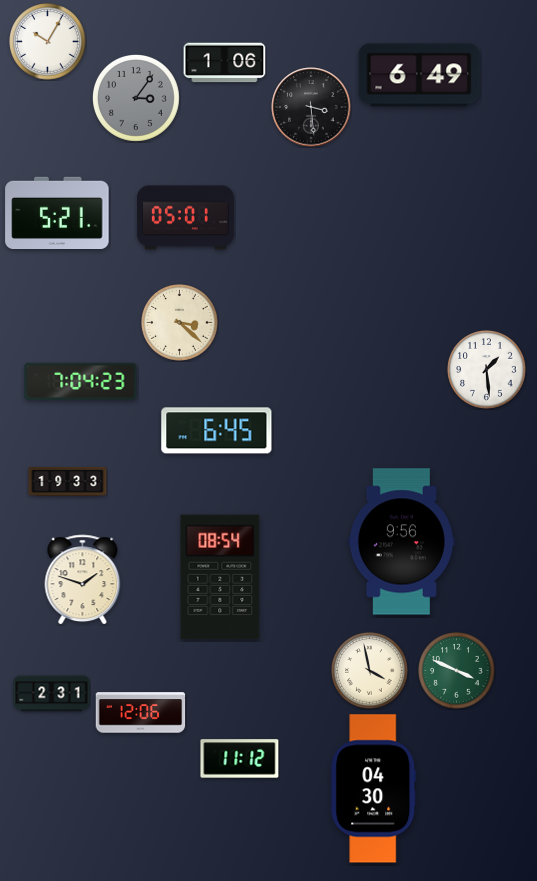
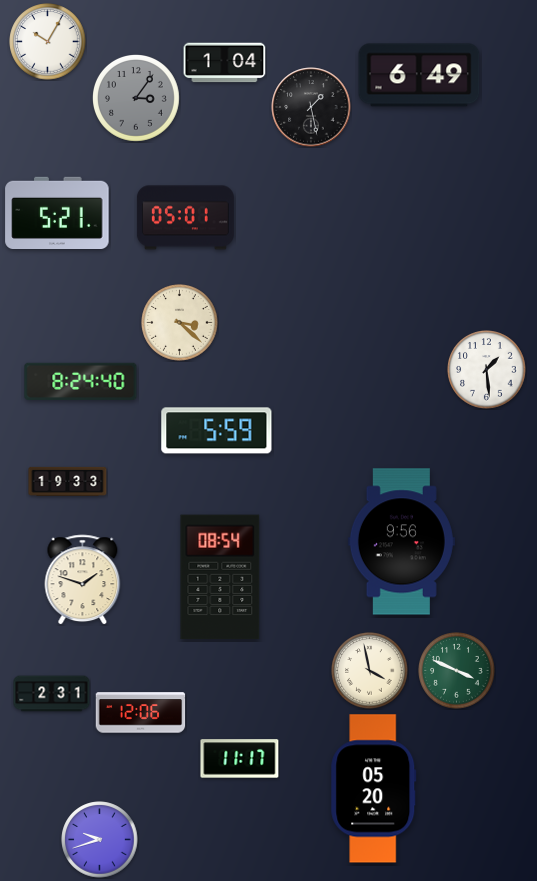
clock at (225, 63): 1:06 -> 1:04
clock at (311, 107): 3:29 -> 1:28
clock at (81, 381): 7:04 -> 8:24
clock at (217, 431): 6:45 -> 5:59
clock at (240, 759): 11:12 -> 11:17
clock at (374, 789): 04:30 -> 05:20
clock at (100, 840): none -> 9:42
